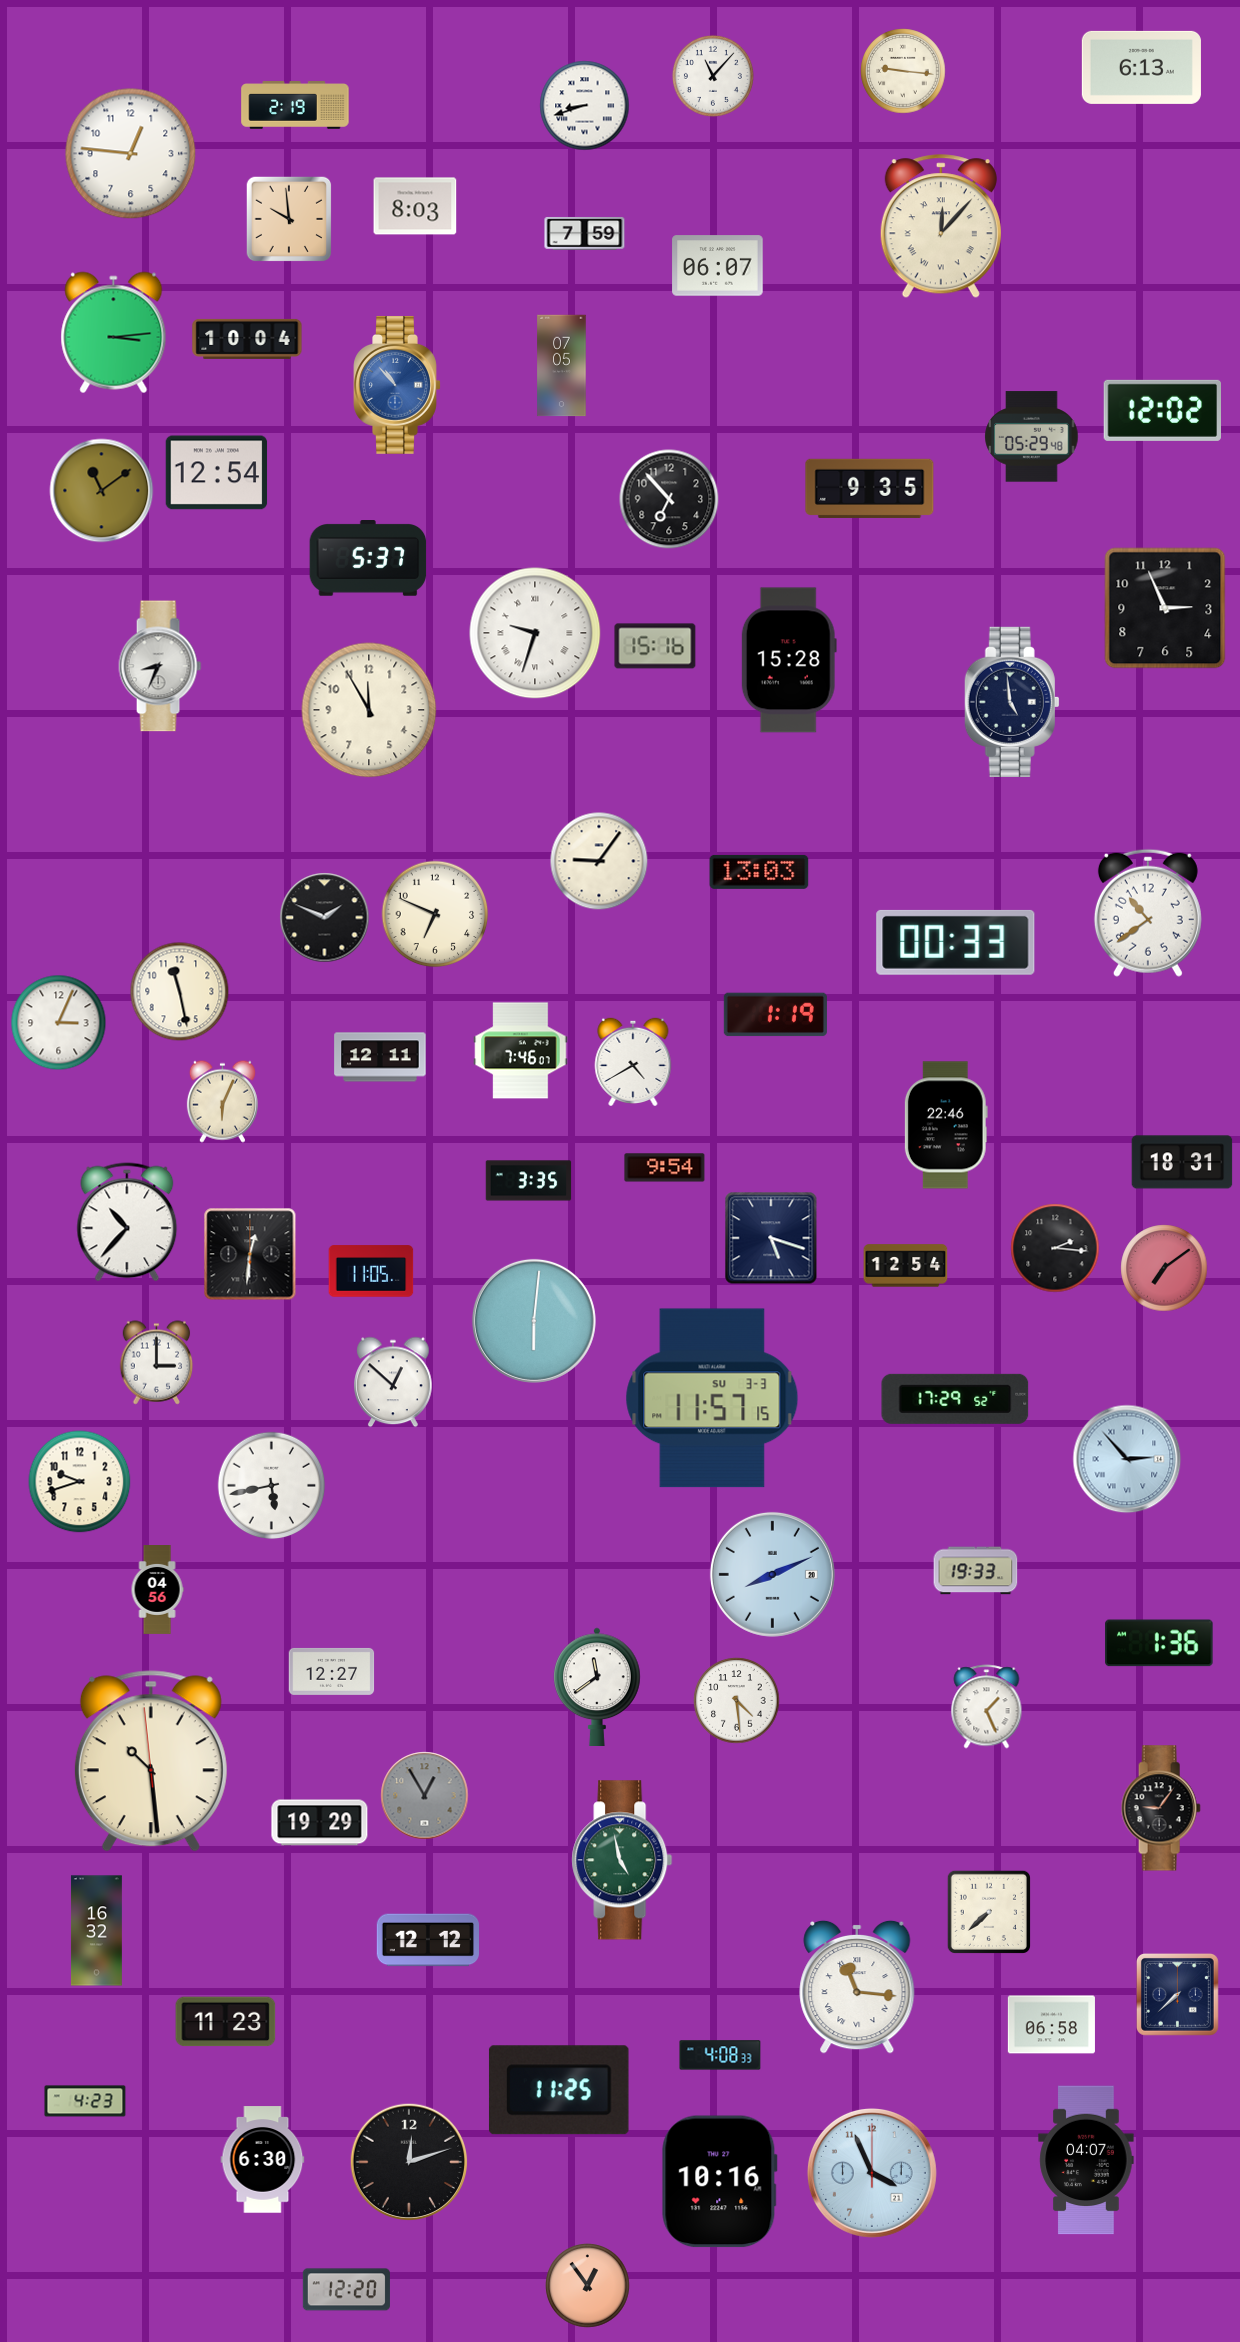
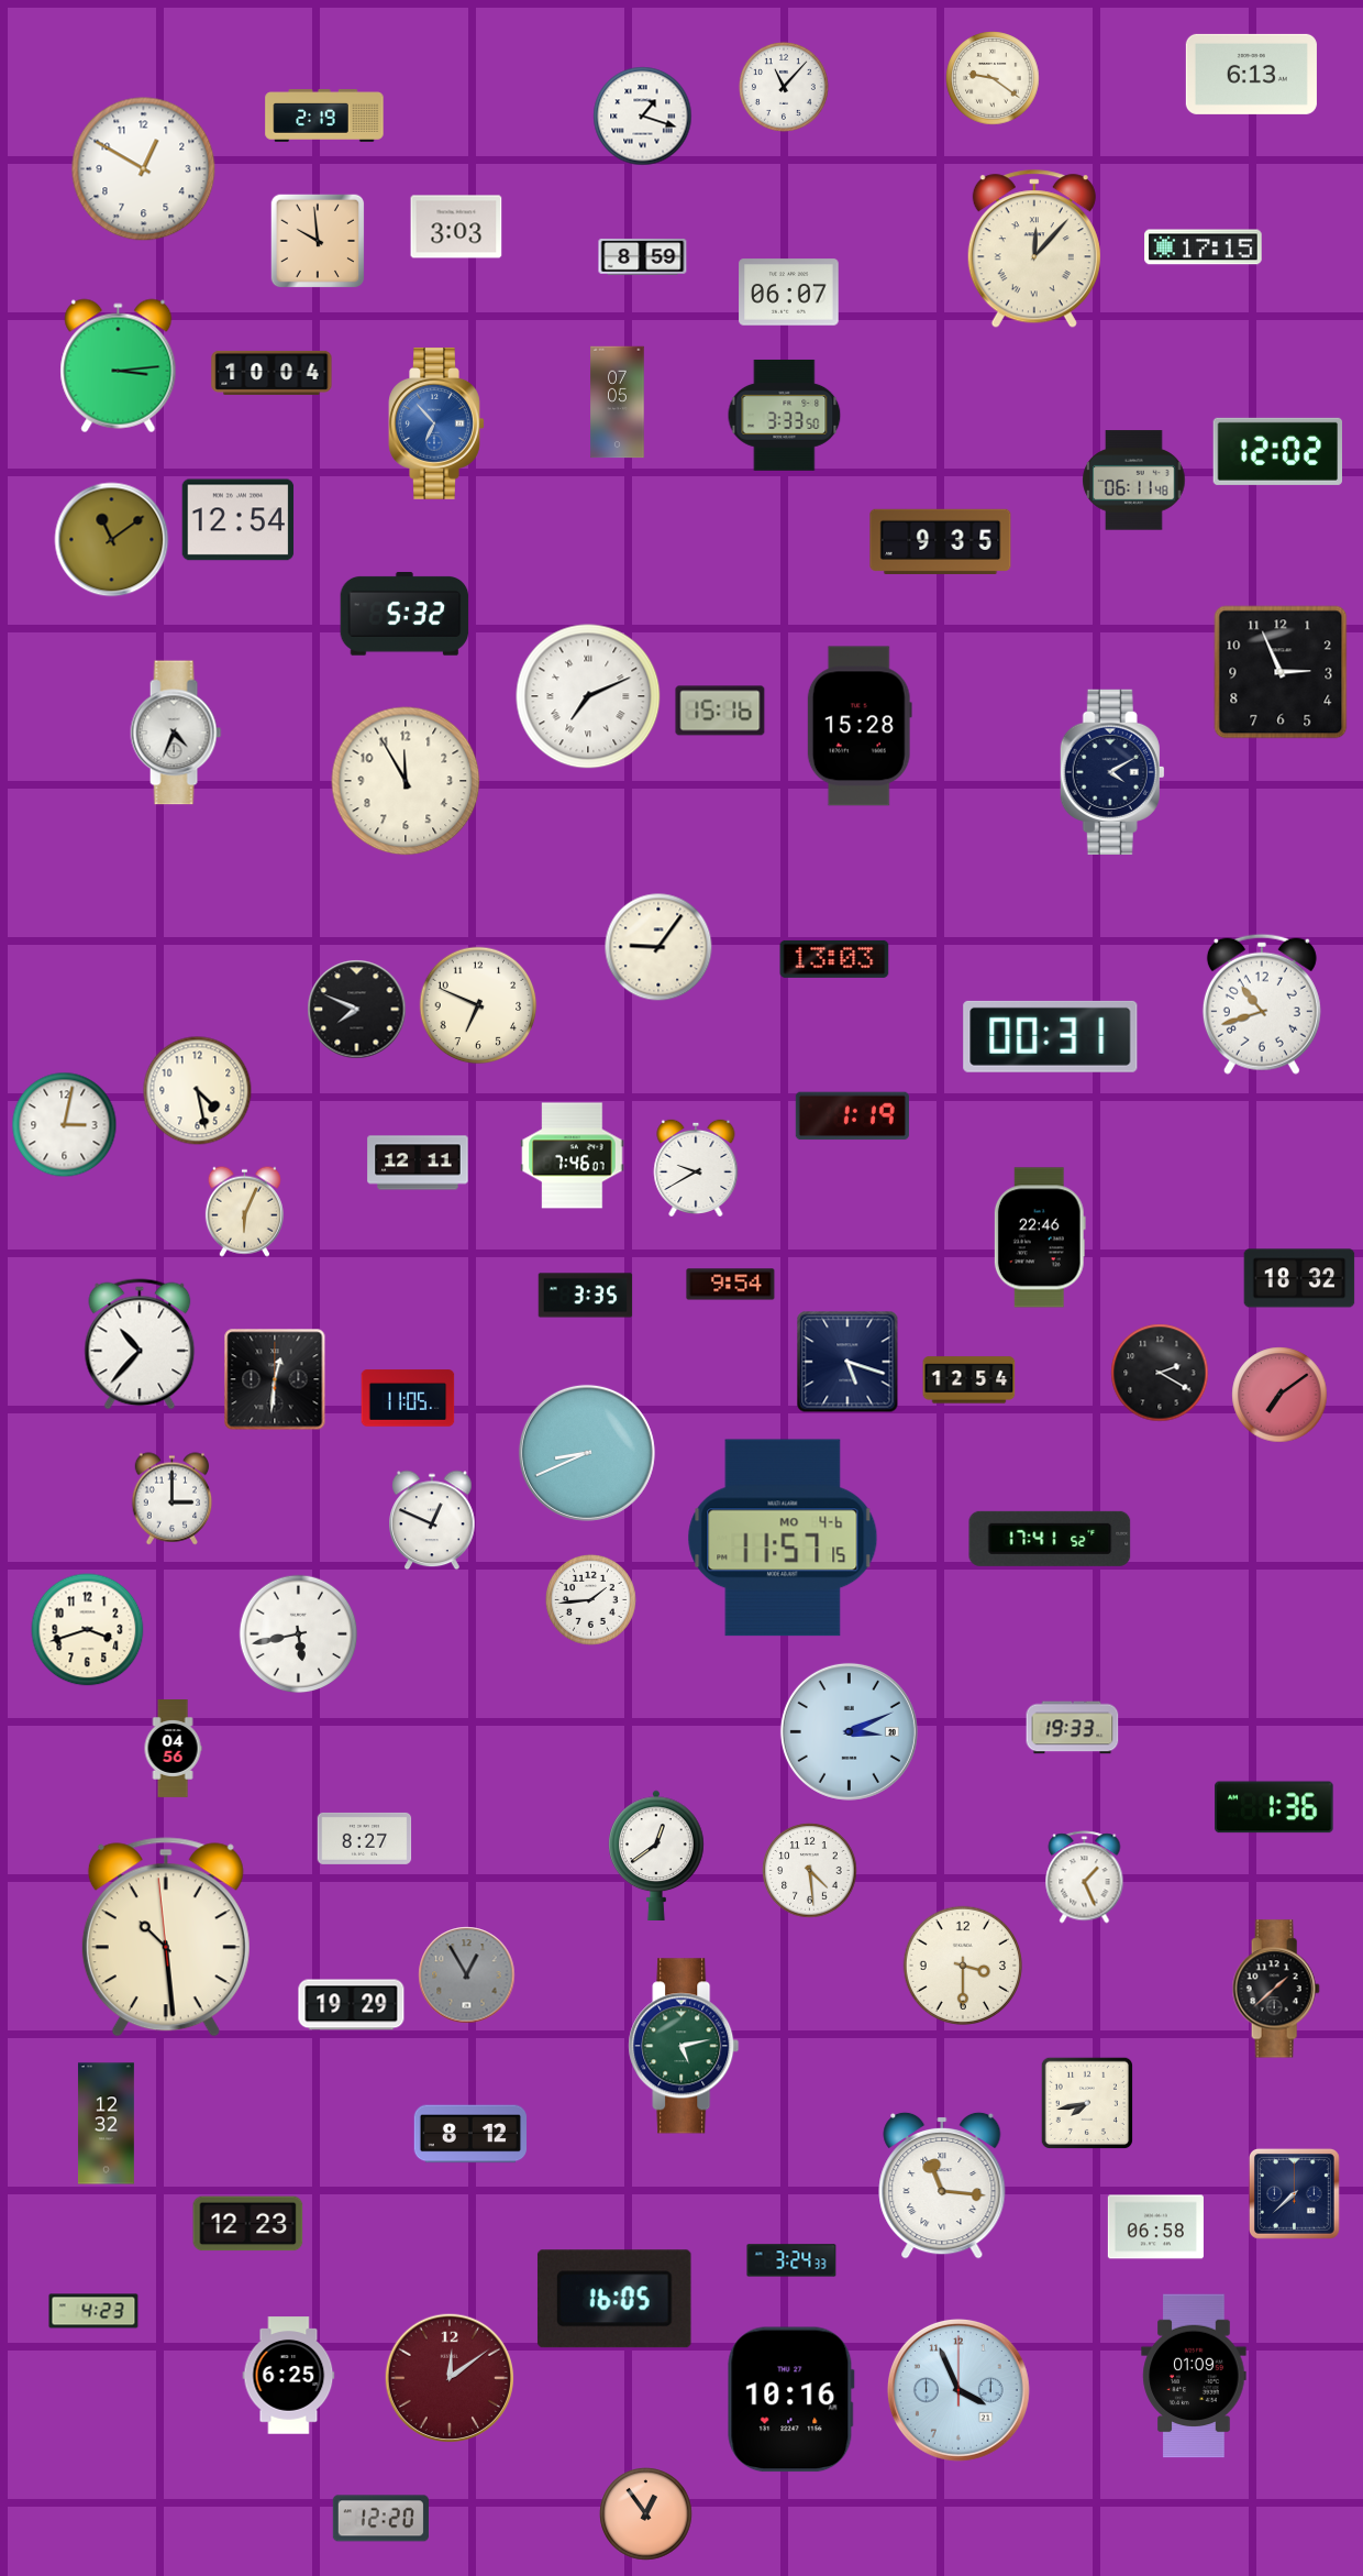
clock at (1141, 67) position: (1141, 67) -> (1251, 74)
clock at (903, 71): 9:16 -> 9:21
clock at (713, 76) position: (713, 76) -> (784, 87)
clock at (585, 106): 8:42 -> 1:18
clock at (131, 154): 12:46 -> 12:50
clock at (415, 206): 8:03 -> 3:03
clock at (1204, 247): none -> 17:15
clock at (585, 233): 7:59 -> 8:59
clock at (114, 333) position: (114, 333) -> (119, 366)
clock at (785, 415): none -> 3:33
clock at (397, 385): 10:53 -> 6:53
clock at (1032, 437): 05:29 -> 06:11
clock at (870, 488) position: (870, 488) -> (941, 541)
clock at (669, 499): 6:53 -> none
clock at (368, 559): 5:37 -> 5:32
clock at (1165, 608) position: (1165, 608) -> (1281, 672)
clock at (535, 633): 9:33 -> 7:11
clock at (789, 660) position: (789, 660) -> (860, 726)
clock at (160, 666): 8:34 -> 4:34
clock at (1012, 702): 4:59 -> 4:10
clock at (1148, 913): 10:39 -> 10:42
clock at (325, 918): 1:49 -> 7:49
clock at (956, 942): 00:33 -> 00:31
clock at (180, 992): 11:28 -> 4:28
clock at (59, 1023): 3:04 -> 3:02
clock at (633, 1061): 4:40 -> 9:40
clock at (1182, 1162): 18:31 -> 18:32
clock at (529, 1181) position: (529, 1181) -> (586, 1296)
clock at (1055, 1248): 2:16 -> 2:20
clock at (906, 1266) position: (906, 1266) -> (969, 1380)
clock at (534, 1321): 6:01 -> 8:41
clock at (393, 1382): 12:52 -> 12:49
clock at (712, 1398) date: SU 3-3 -> MO 4-6
clock at (955, 1399): 17:29 -> 17:41
clock at (590, 1599): none -> 1:44
clock at (1127, 1459): 2:53 -> none
clock at (80, 1482): 9:42 -> 3:42
clock at (772, 1574): 8:11 -> 3:11
clock at (332, 1671): 12:27 -> 8:27
clock at (597, 1686): 11:39 -> 12:39
clock at (962, 1964): none -> 3:30
clock at (1161, 1808): 9:06 -> 1:38
clock at (622, 1860): 4:58 -> 5:13
clock at (989, 1912): 7:38 -> 7:43
clock at (96, 1931): 16:32 -> 12:32
clock at (427, 1940): 12:12 -> 8:12
clock at (226, 2022): 11:23 -> 12:23
clock at (720, 2055): 4:08 -> 3:24
clock at (559, 2090): 11:25 -> 16:05
clock at (263, 2160): 6:30 -> 6:25
clock at (1086, 2160): 04:07 -> 01:09
clock at (409, 2162): 12:12 -> 12:09
clock at (409, 2162) dial: black -> burgundy
